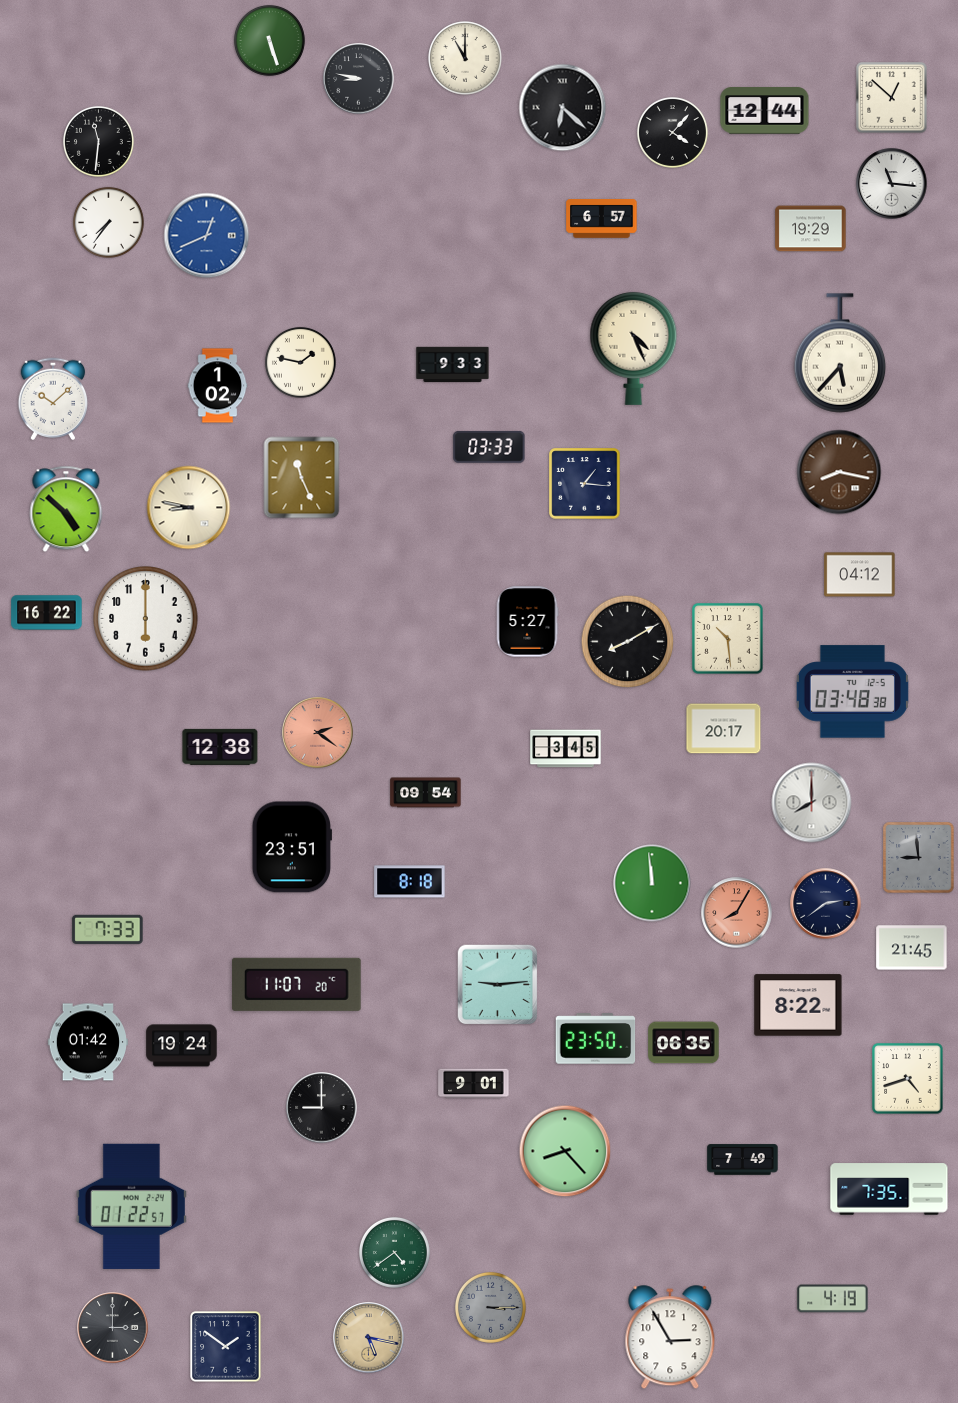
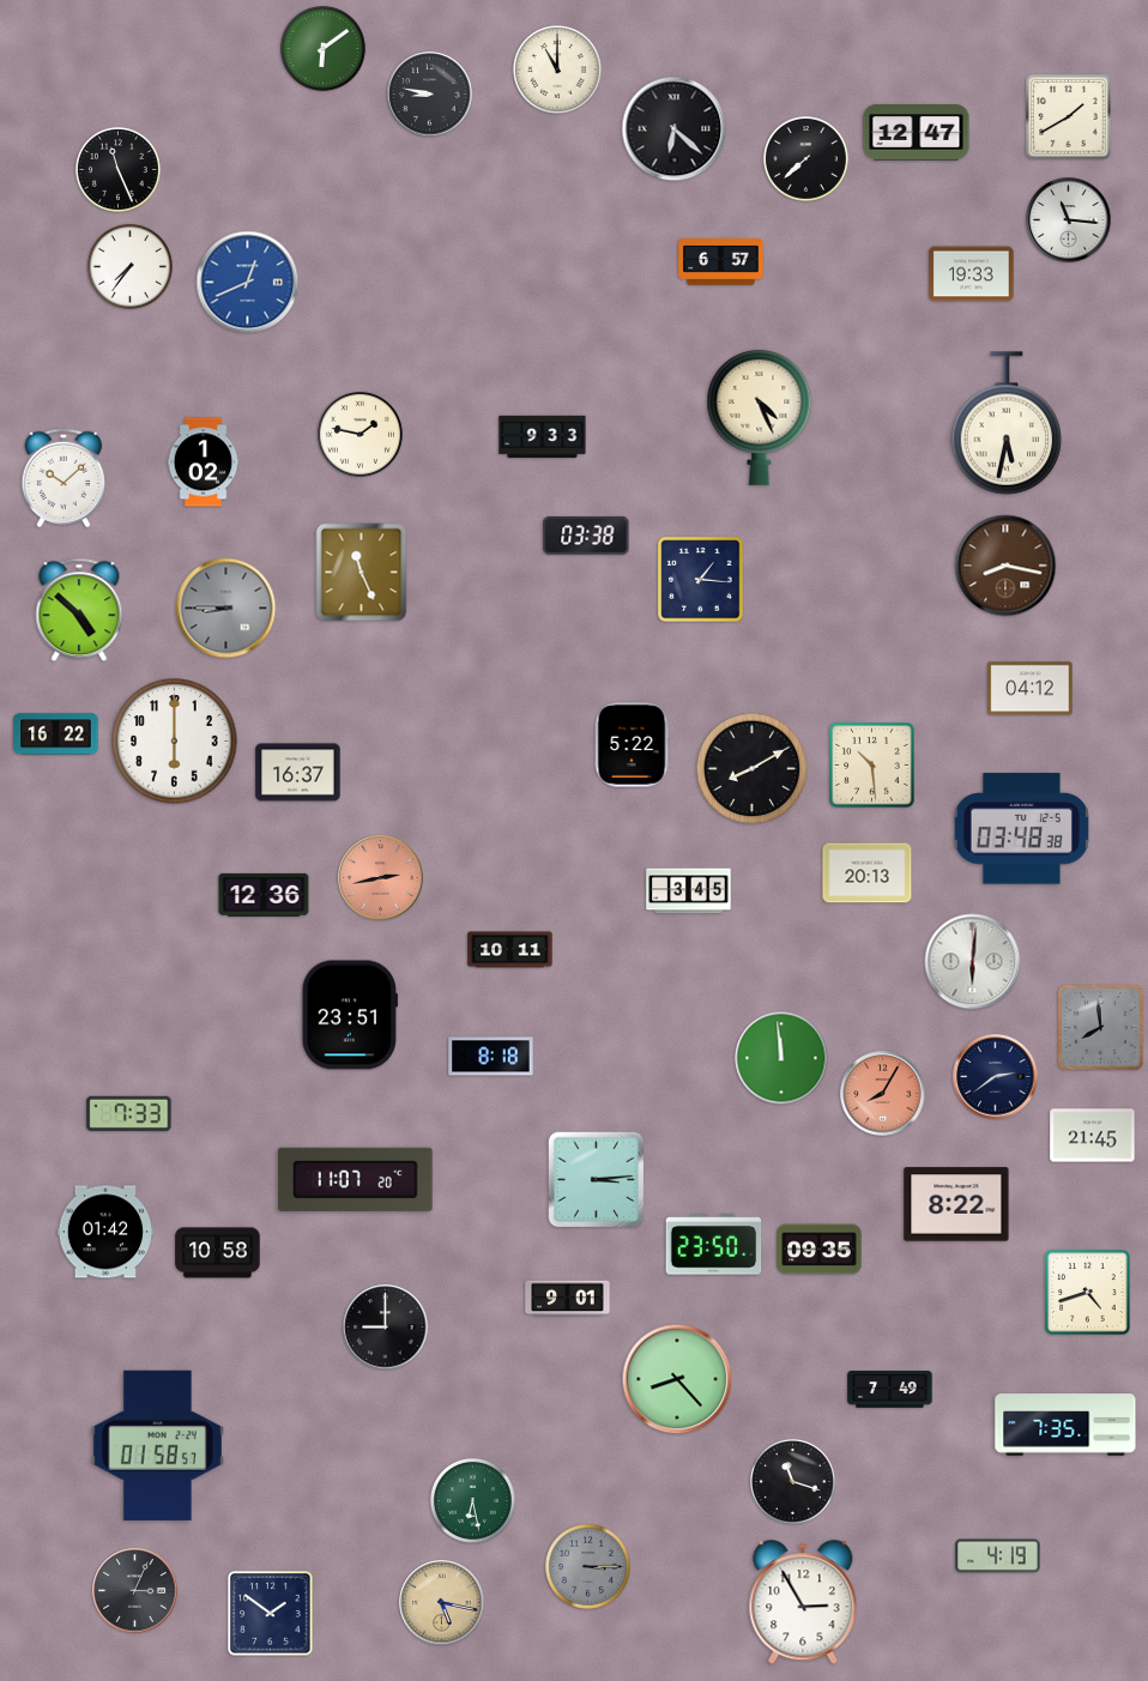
clock at (269, 40): 5:27 -> 6:09
clock at (892, 98): 12:52 -> 1:40
clock at (765, 111): 12:44 -> 12:47
clock at (672, 132): 4:07 -> 7:38
clock at (98, 141): 11:31 -> 11:26
clock at (811, 229): 19:29 -> 19:33
clock at (840, 353): 5:37 -> 5:32
clock at (218, 386) position: (218, 386) -> (204, 462)
clock at (489, 447): 03:33 -> 03:38
clock at (189, 508): 8:47 -> 8:45
clock at (189, 508) dial: cream -> grey
clock at (527, 622): 5:27 -> 5:22
clock at (298, 773): none -> 16:37
clock at (724, 729): 20:17 -> 20:13
clock at (318, 733): 2:21 -> 2:43
clock at (220, 747): 12:38 -> 12:36
clock at (566, 749) position: (566, 749) -> (689, 891)
clock at (426, 793): 09:54 -> 10:11
clock at (812, 803): 8:00 -> 6:01
clock at (919, 858): 8:59 -> 7:59
clock at (826, 904) position: (826, 904) -> (996, 1077)
clock at (498, 985): 9:14 -> 3:14
clock at (88, 1042) position: (88, 1042) -> (105, 1232)
clock at (684, 1043): 06:35 -> 09:35
clock at (182, 1046): 19:24 -> 10:58
clock at (131, 1206): 01:22 -> 01:58
clock at (792, 1481): none -> 11:18
clock at (394, 1252): 4:39 -> 6:28
clock at (113, 1328): 3:00 -> 3:04
